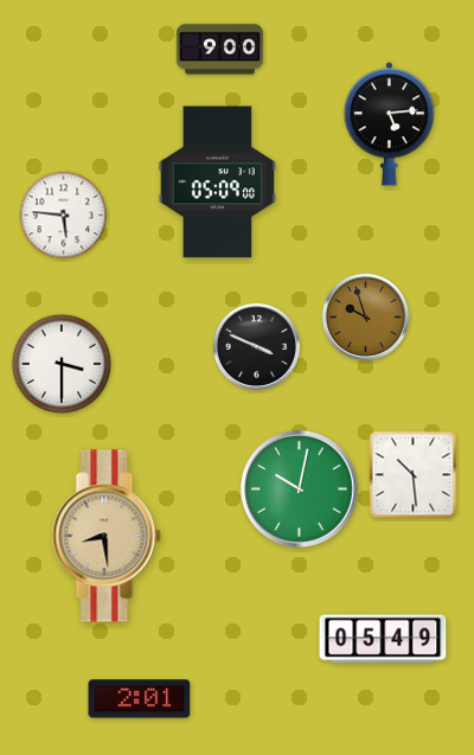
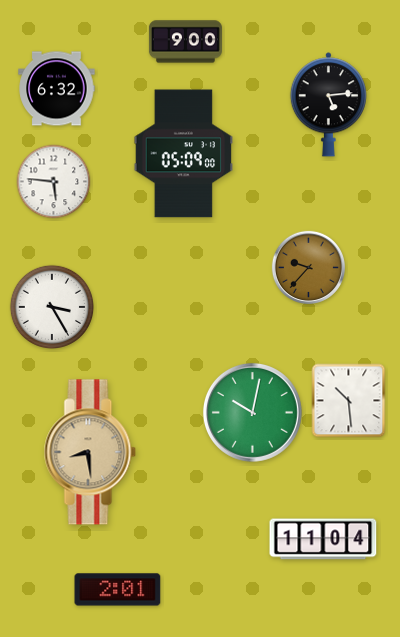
clock at (57, 89): none -> 6:32
clock at (365, 316): 9:57 -> 9:37
clock at (256, 346): 3:49 -> none
clock at (60, 363): 3:30 -> 3:25
clock at (383, 639): 05:49 -> 11:04
